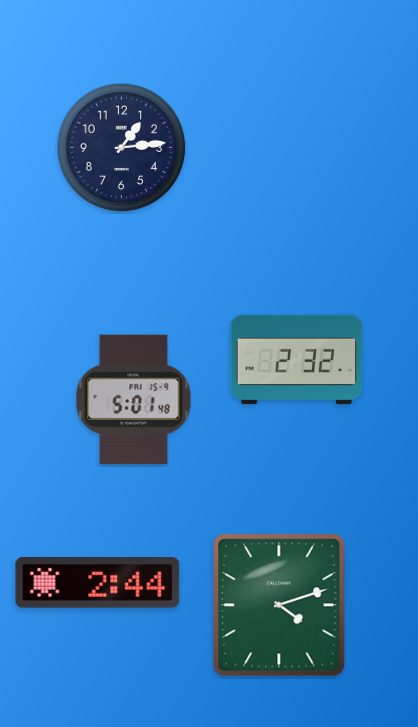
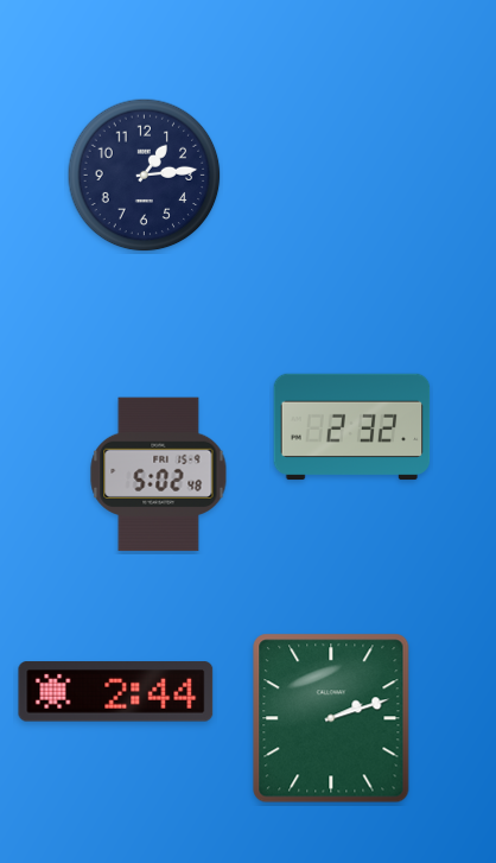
clock at (134, 400): 5:01 -> 5:02
clock at (279, 605): 4:12 -> 2:12
